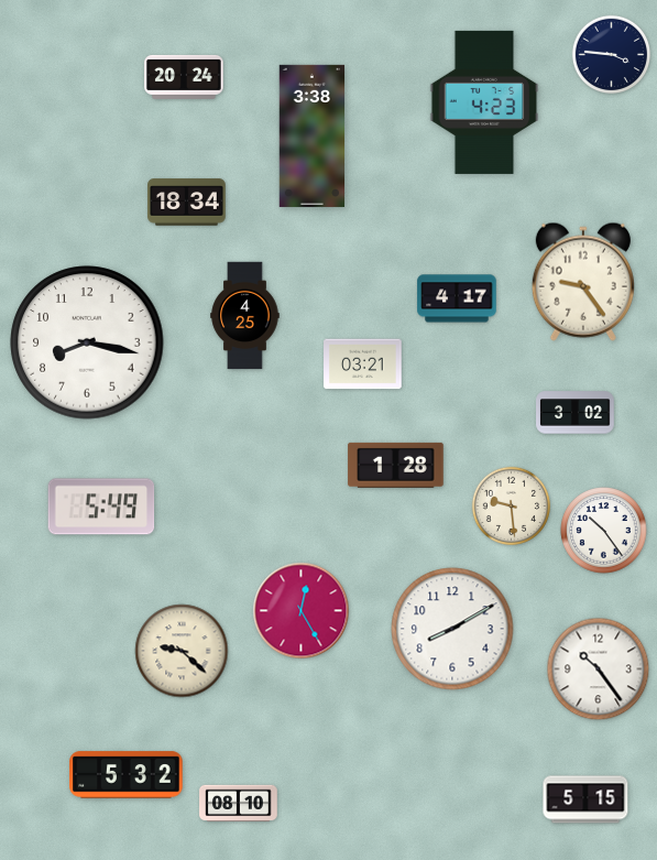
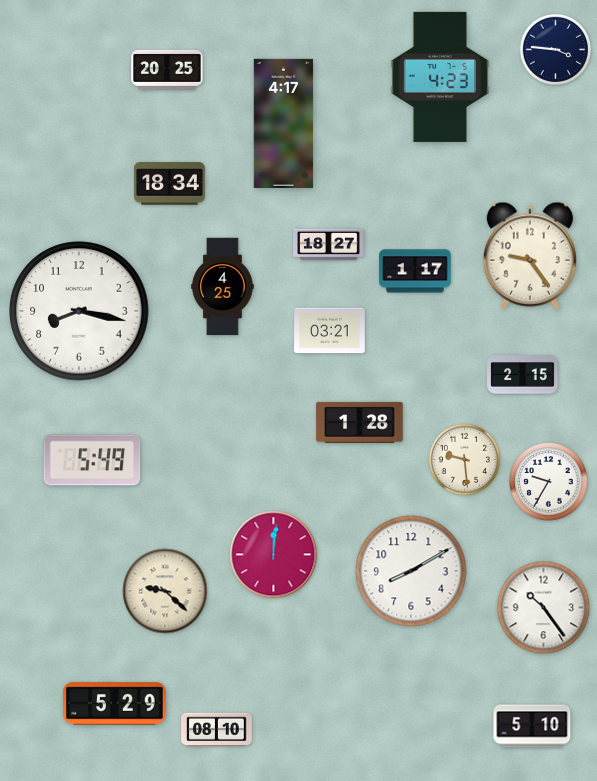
clock at (184, 77): 20:24 -> 20:25
clock at (484, 102) position: (484, 102) -> (440, 77)
clock at (313, 135): 3:38 -> 4:17
clock at (329, 245): none -> 18:27
clock at (457, 298): 4:17 -> 1:17
clock at (576, 413): 3:02 -> 2:15
clock at (604, 531): 10:24 -> 9:35
clock at (302, 611): 12:25 -> 12:01
clock at (127, 775): 5:32 -> 5:29
clock at (585, 799): 5:15 -> 5:10
